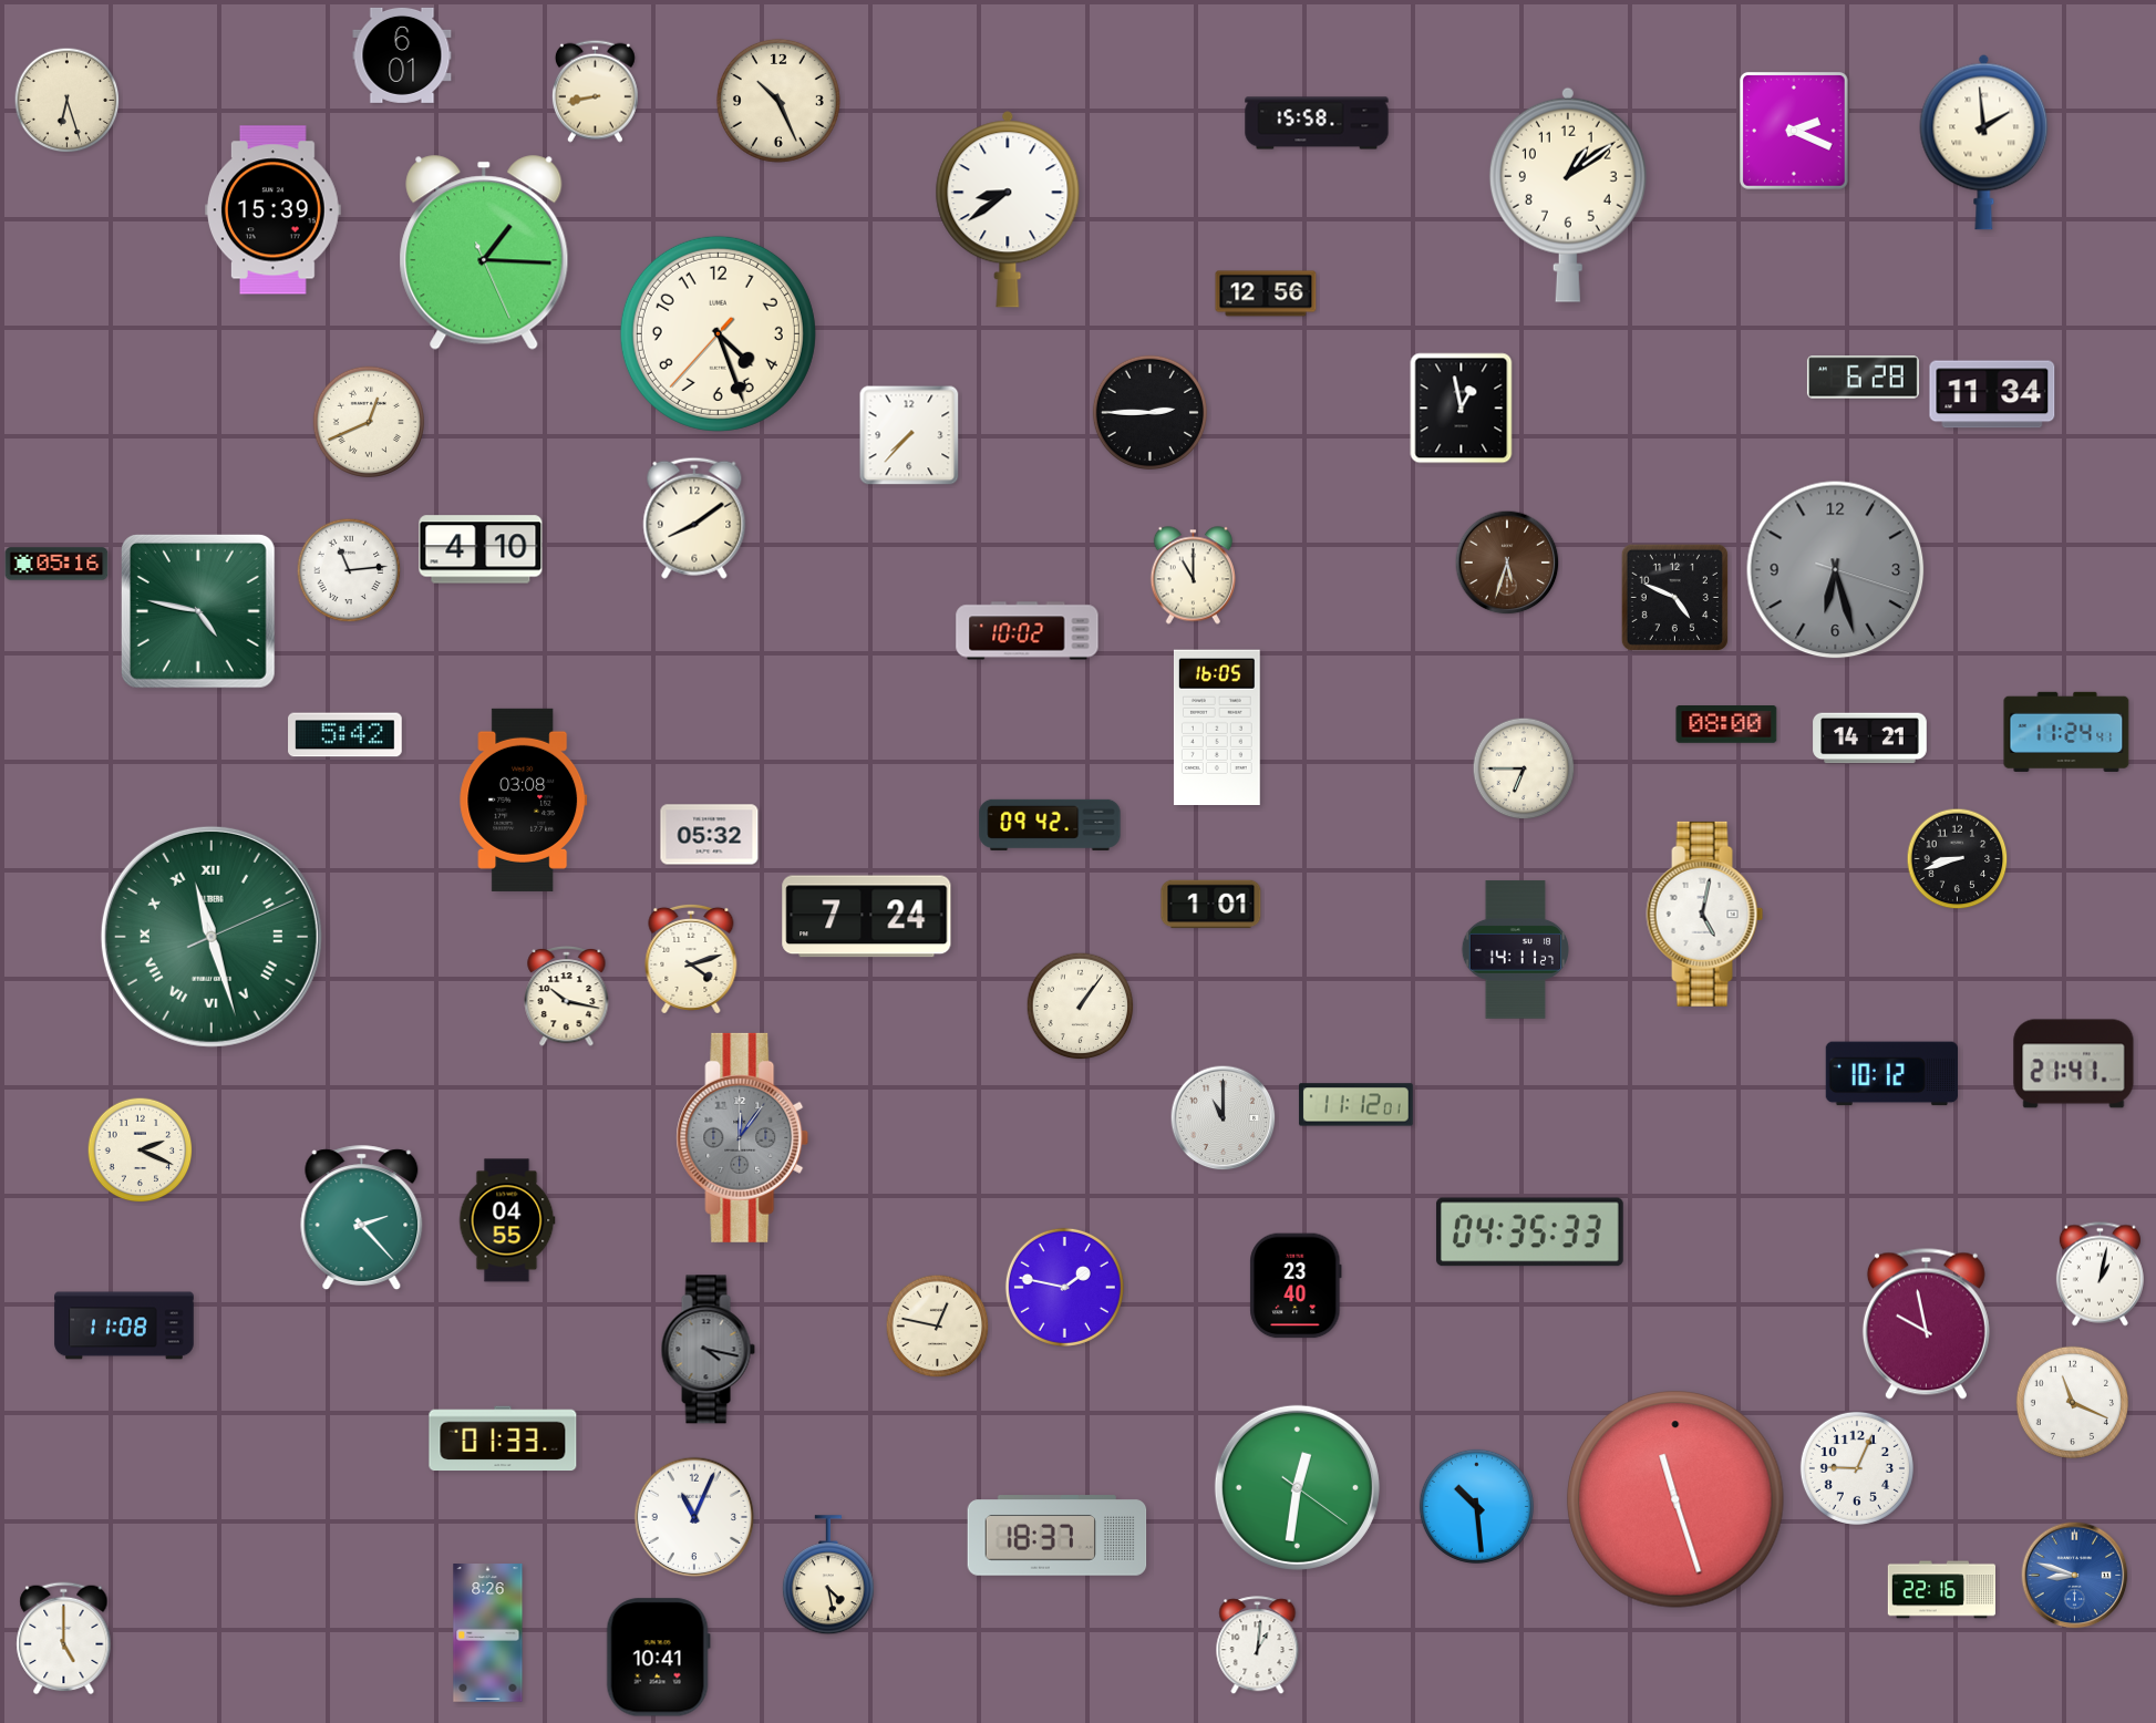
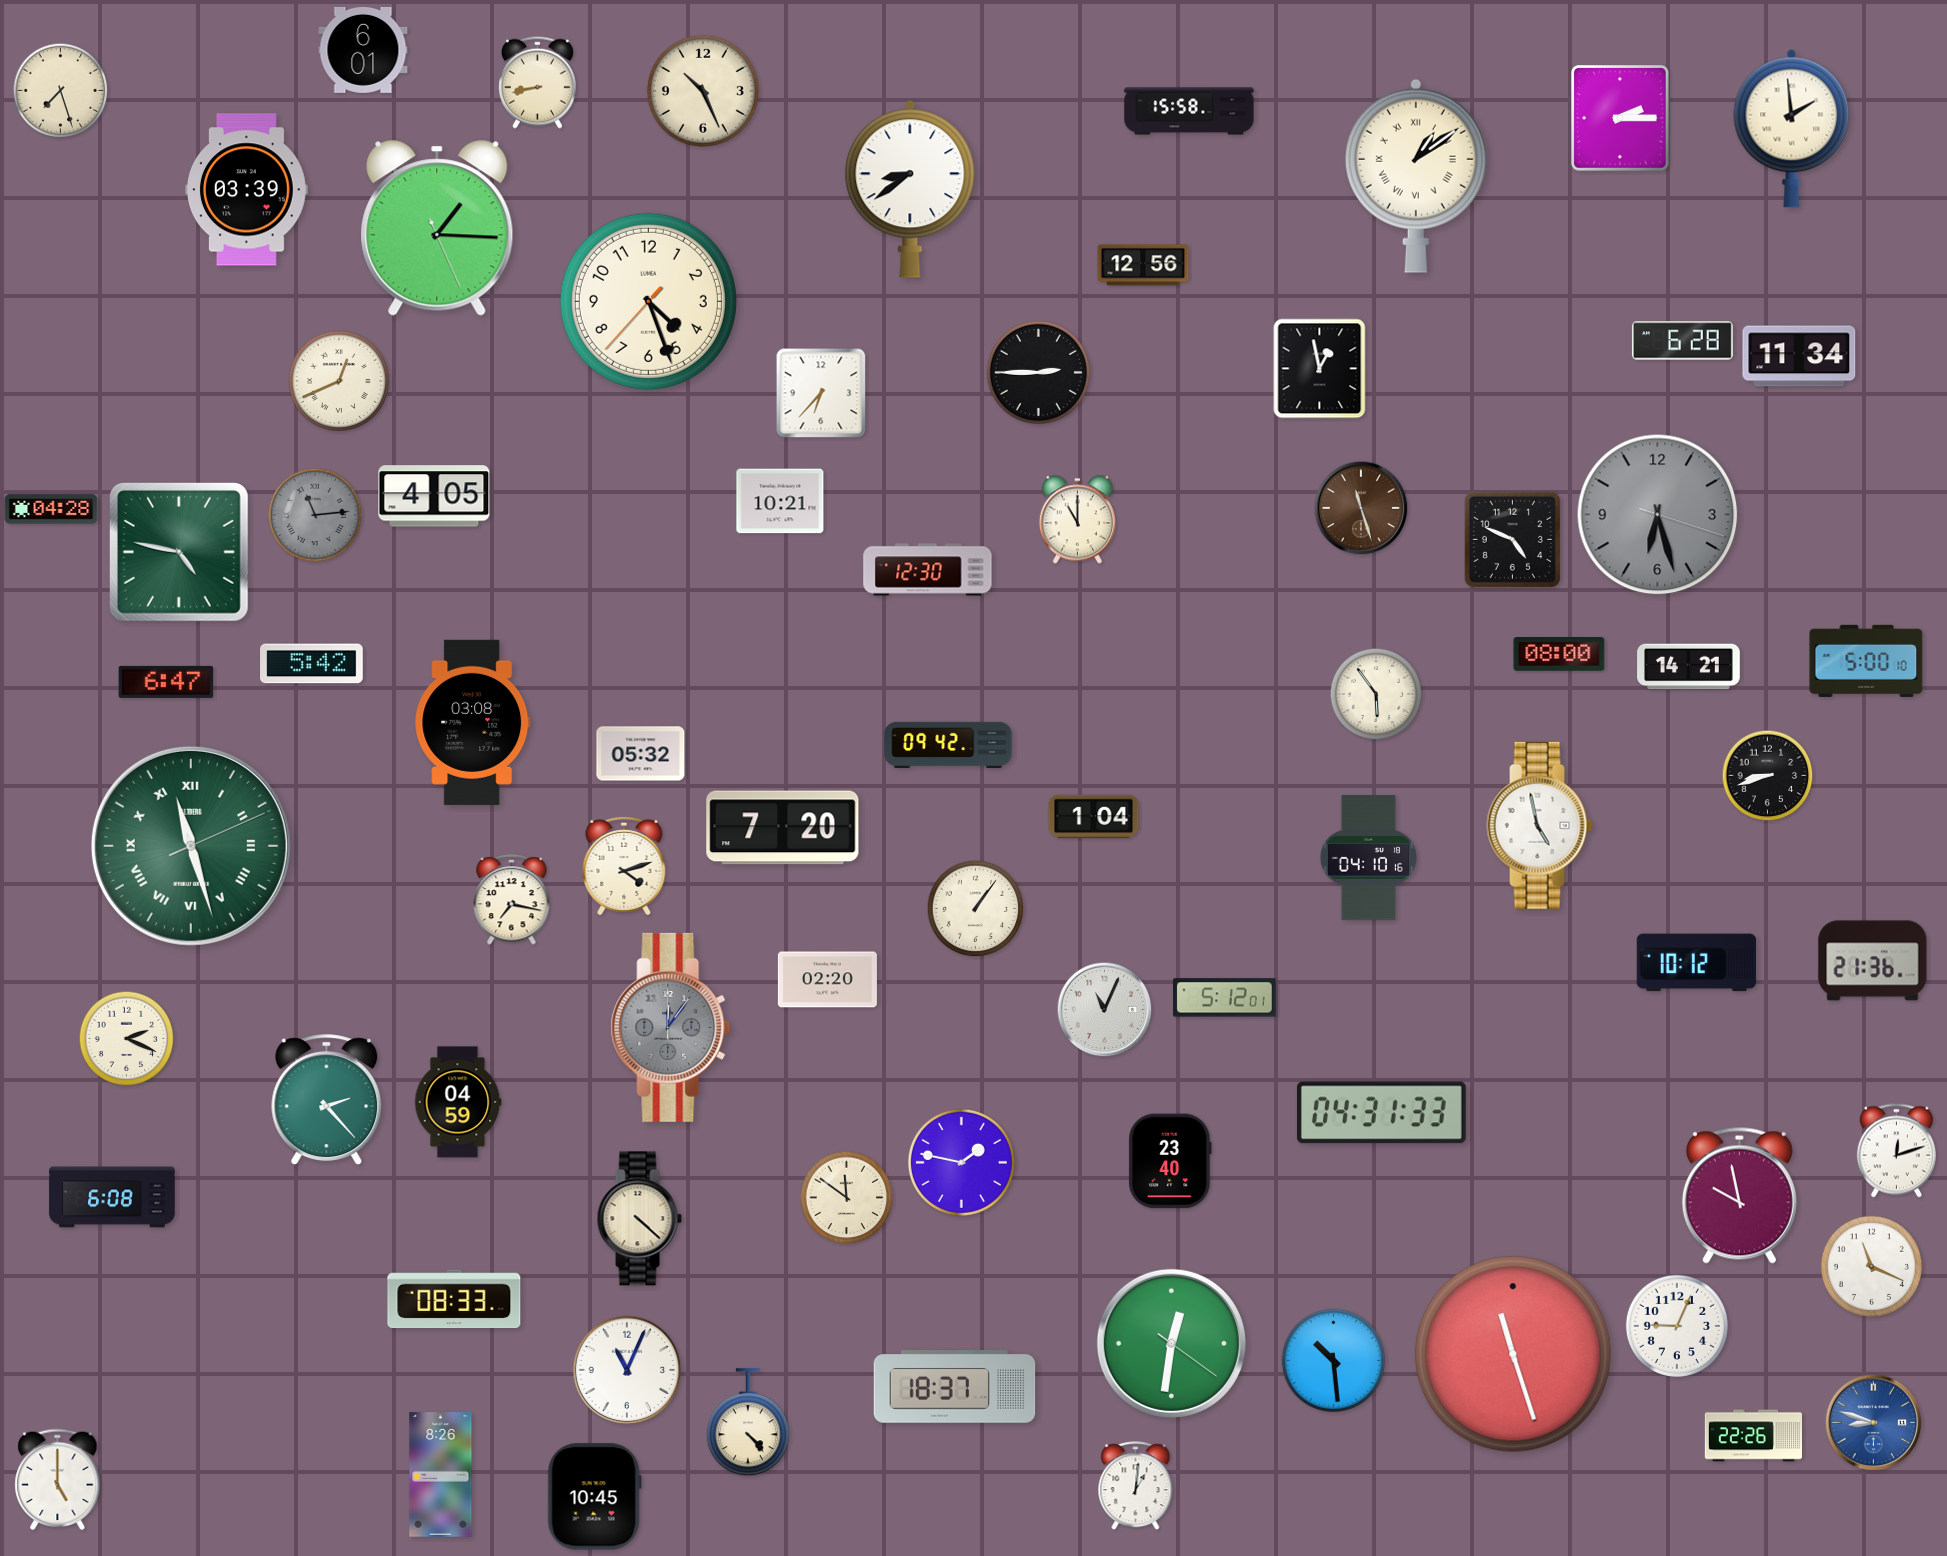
clock at (68, 101): 6:27 -> 7:27
clock at (1795, 132): 2:19 -> 2:15
clock at (1568, 195) numerals: Arabic -> Roman
clock at (274, 210): 15:39 -> 03:39
clock at (369, 422) position: (369, 422) -> (339, 381)
clock at (909, 435): 7:37 -> 6:37
clock at (694, 518): 8:09 -> none
clock at (481, 549): 4:10 -> 4:05
clock at (780, 501): none -> 10:21
clock at (1507, 563): 5:33 -> 11:27
clock at (56, 564): 05:16 -> 04:28
clock at (349, 570) dial: white -> grey
clock at (1028, 631): 10:02 -> 12:30
clock at (1217, 726): 16:05 -> none
clock at (2066, 732): 11:24 -> 5:00
clock at (166, 682): none -> 6:47
clock at (1524, 768): 6:45 -> 5:54
clock at (1211, 905): 1:01 -> 1:04
clock at (1705, 914): 5:02 -> 4:58
clock at (867, 917): 7:24 -> 7:20
clock at (1515, 950): 14:11 -> 04:10
clock at (567, 995): 10:17 -> 7:17
clock at (2074, 1064): 21:41 -> 21:36
clock at (1891, 1074) position: (1891, 1074) -> (1696, 963)
clock at (827, 980): none -> 02:20
clock at (1356, 1105): 11:12 -> 5:12
clock at (1224, 1118): 11:00 -> 11:04
clock at (507, 1220): 04:55 -> 04:59
clock at (1529, 1232): 04:35 -> 04:31
clock at (2100, 1275): 1:02 -> 12:12
clock at (124, 1325): 11:08 -> 6:08
clock at (938, 1327): 12:47 -> 11:51
clock at (708, 1350): 4:17 -> 4:22
clock at (708, 1350) dial: grey -> cream
clock at (503, 1438): 01:33 -> 08:33
clock at (828, 1576): 4:28 -> 4:23
clock at (1942, 1590): 22:16 -> 22:26
clock at (658, 1658): 10:41 -> 10:45
